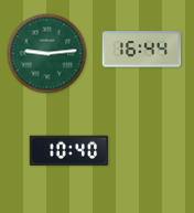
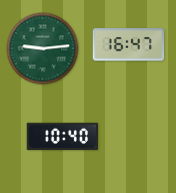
clock at (142, 50): 16:44 -> 16:47
